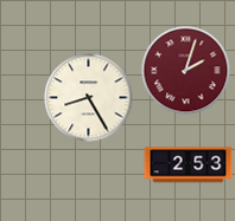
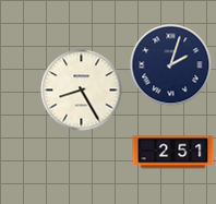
clock at (186, 71) dial: burgundy -> navy
clock at (189, 165): 2:53 -> 2:51
